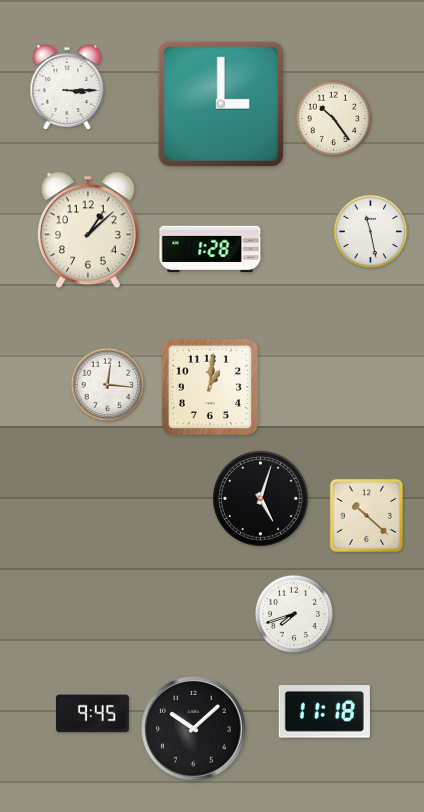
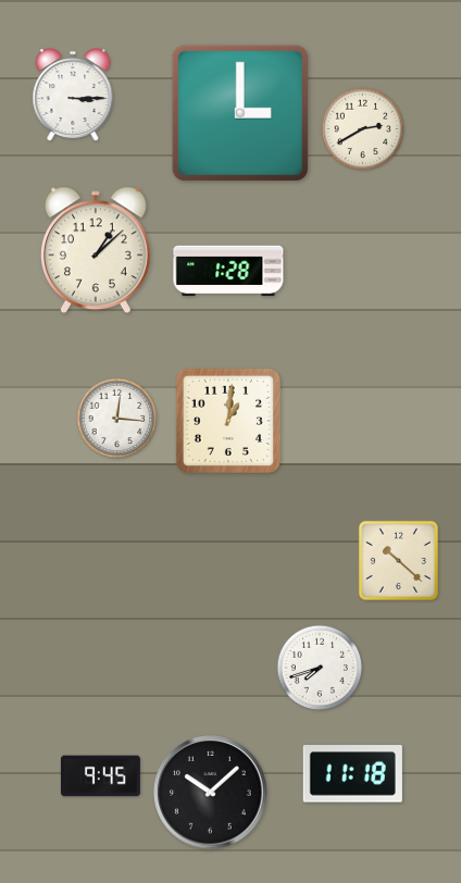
clock at (334, 119): 10:24 -> 2:40
clock at (371, 232): 11:28 -> none
clock at (261, 499): 5:03 -> none
